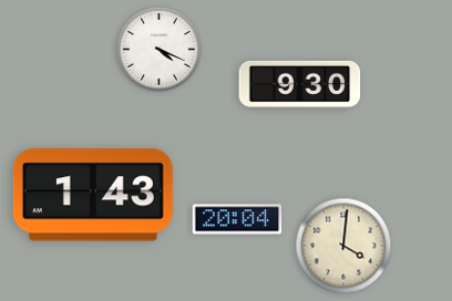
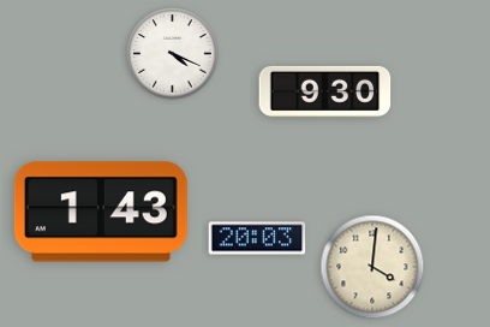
clock at (237, 219): 20:04 -> 20:03
